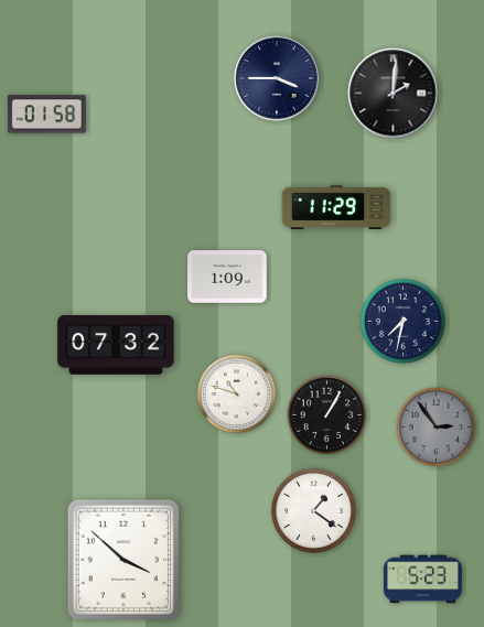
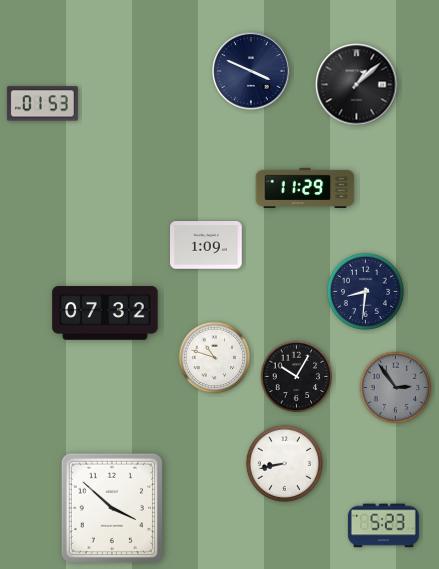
clock at (277, 78): 3:45 -> 3:49
clock at (394, 94): 2:01 -> 1:08
clock at (46, 115): 01:58 -> 01:53
clock at (228, 277) position: (228, 277) -> (207, 245)
clock at (402, 321): 7:32 -> 8:31
clock at (327, 415): 1:05 -> 10:05
clock at (313, 510): 1:21 -> 8:43
